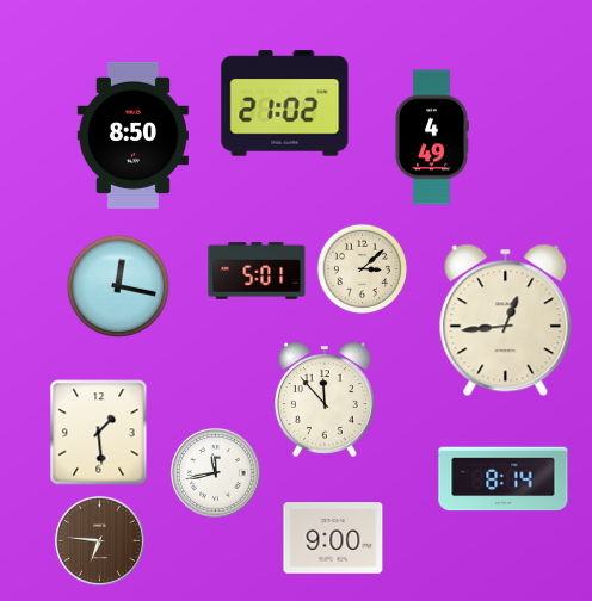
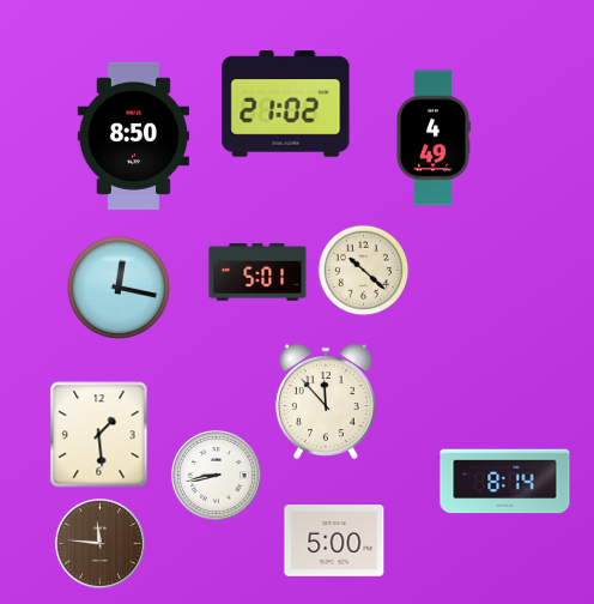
clock at (363, 269): 3:08 -> 10:22
clock at (506, 321): 12:44 -> none
clock at (215, 472): 11:43 -> 8:43
clock at (333, 538): 9:00 -> 5:00
clock at (99, 540): 6:46 -> 11:46
